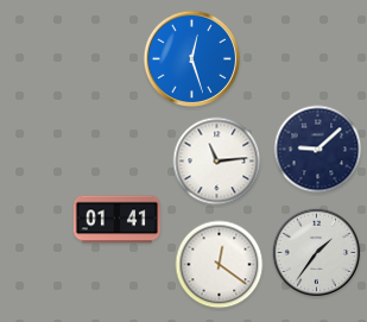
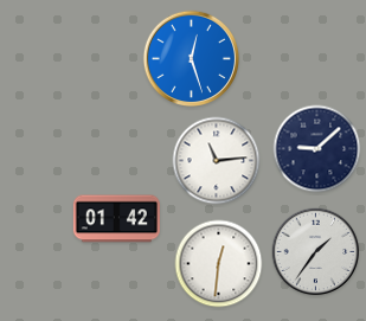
clock at (116, 220): 01:41 -> 01:42
clock at (220, 265): 12:21 -> 12:31
